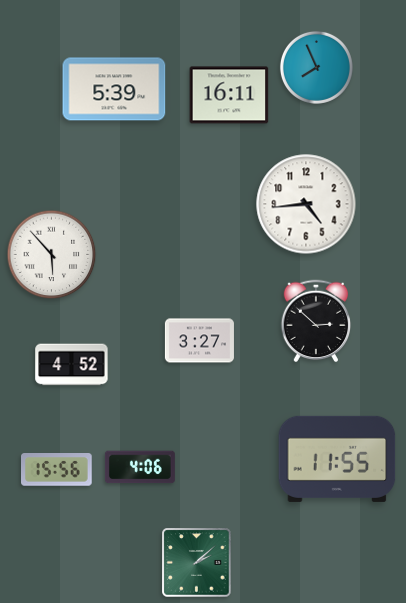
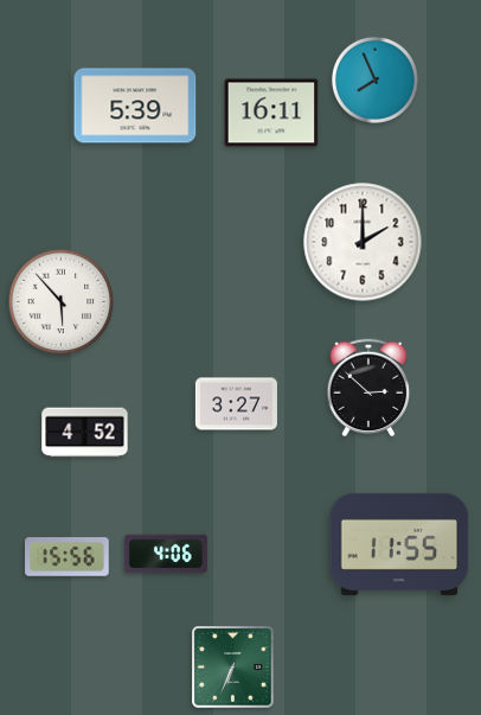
clock at (306, 204): 4:44 -> 2:00
clock at (316, 321) position: (316, 321) -> (368, 388)
clock at (197, 563): 2:08 -> 6:34
